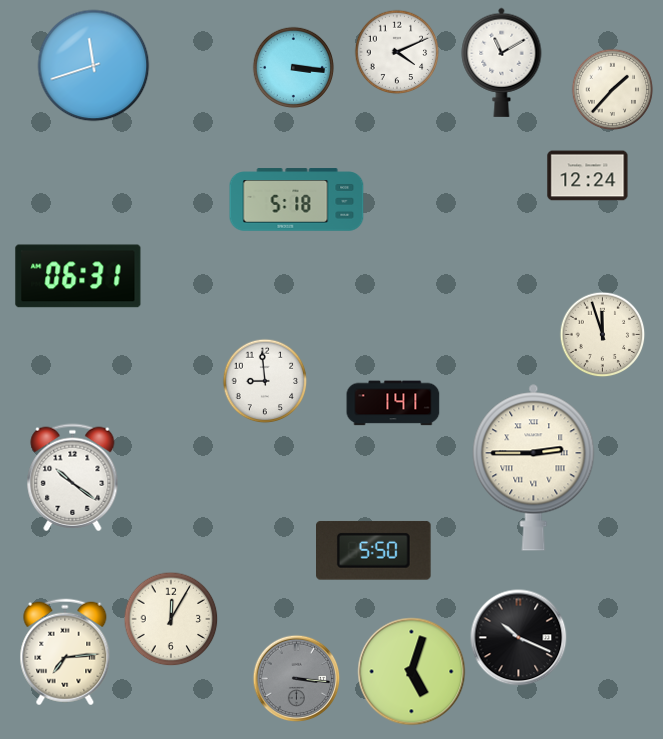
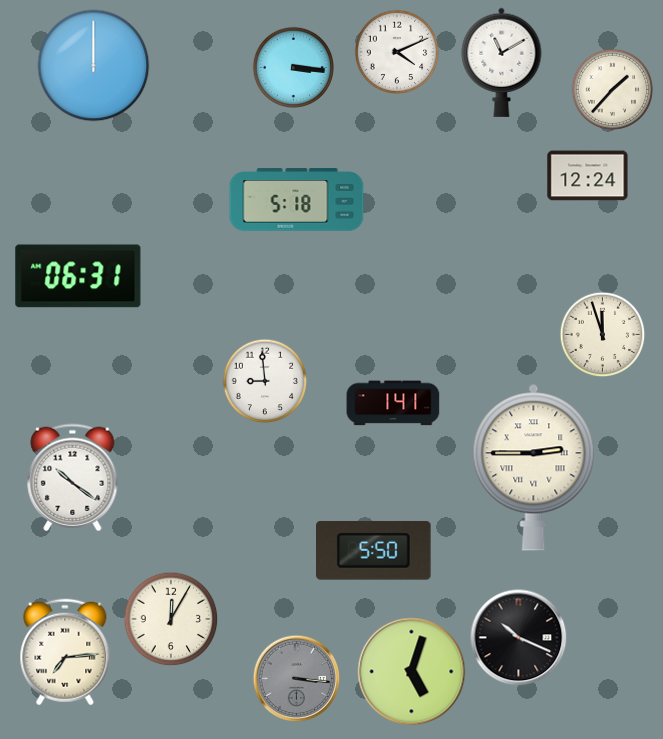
clock at (94, 66): 11:42 -> 12:00
